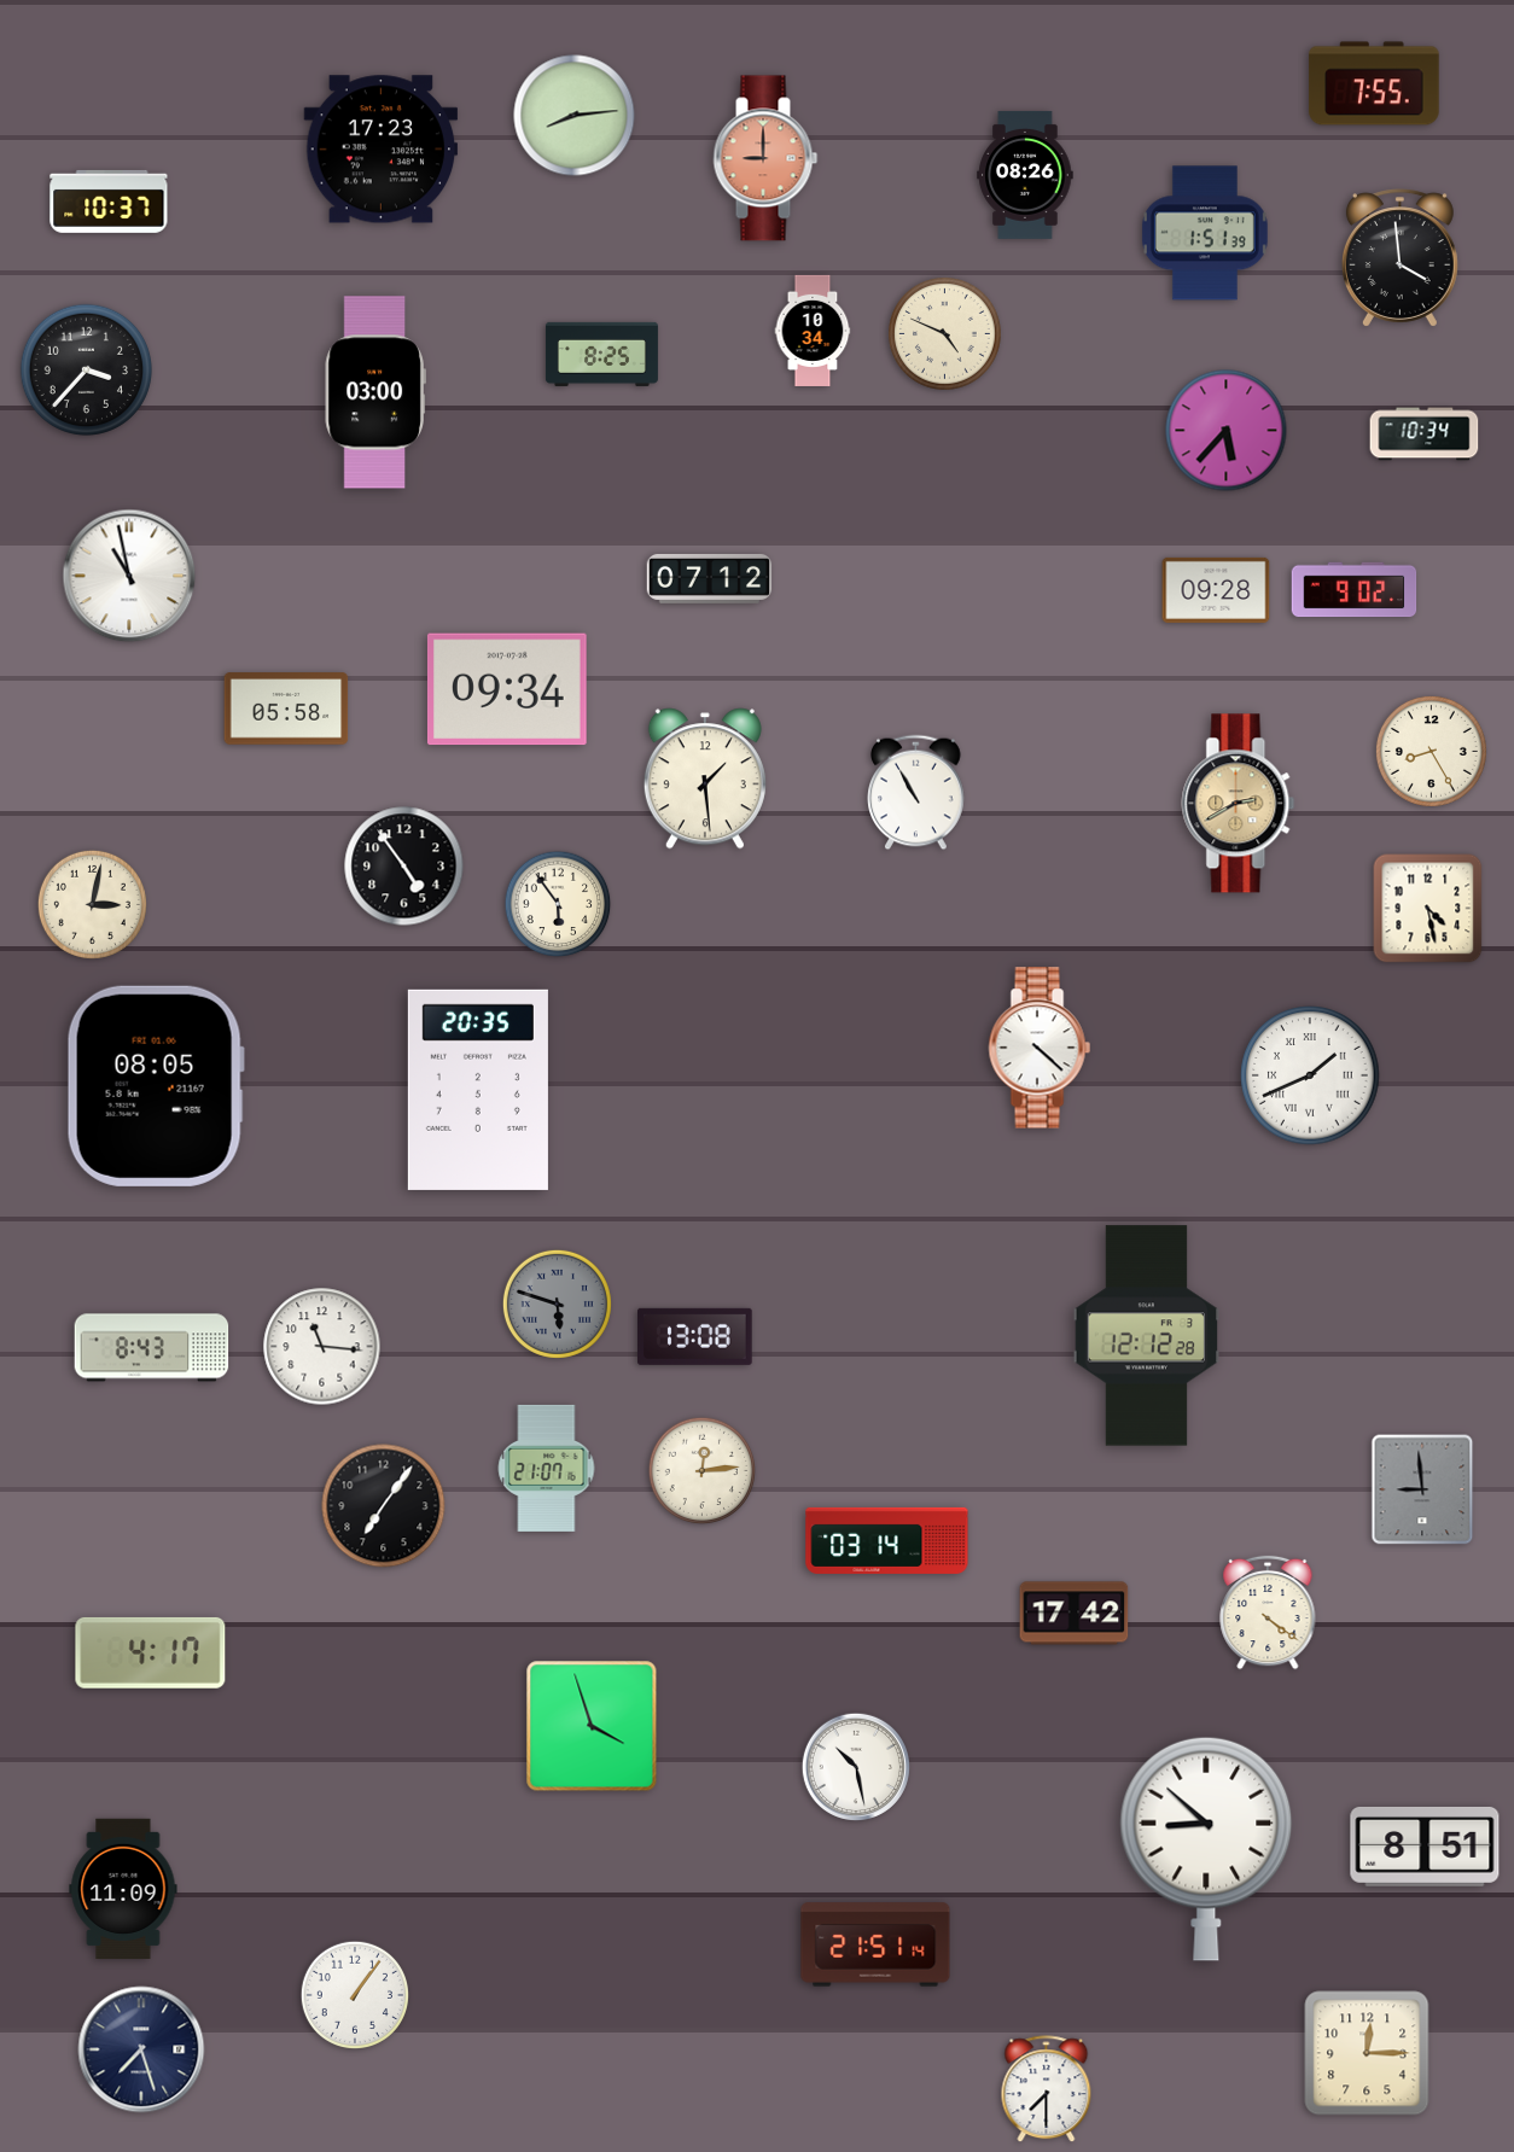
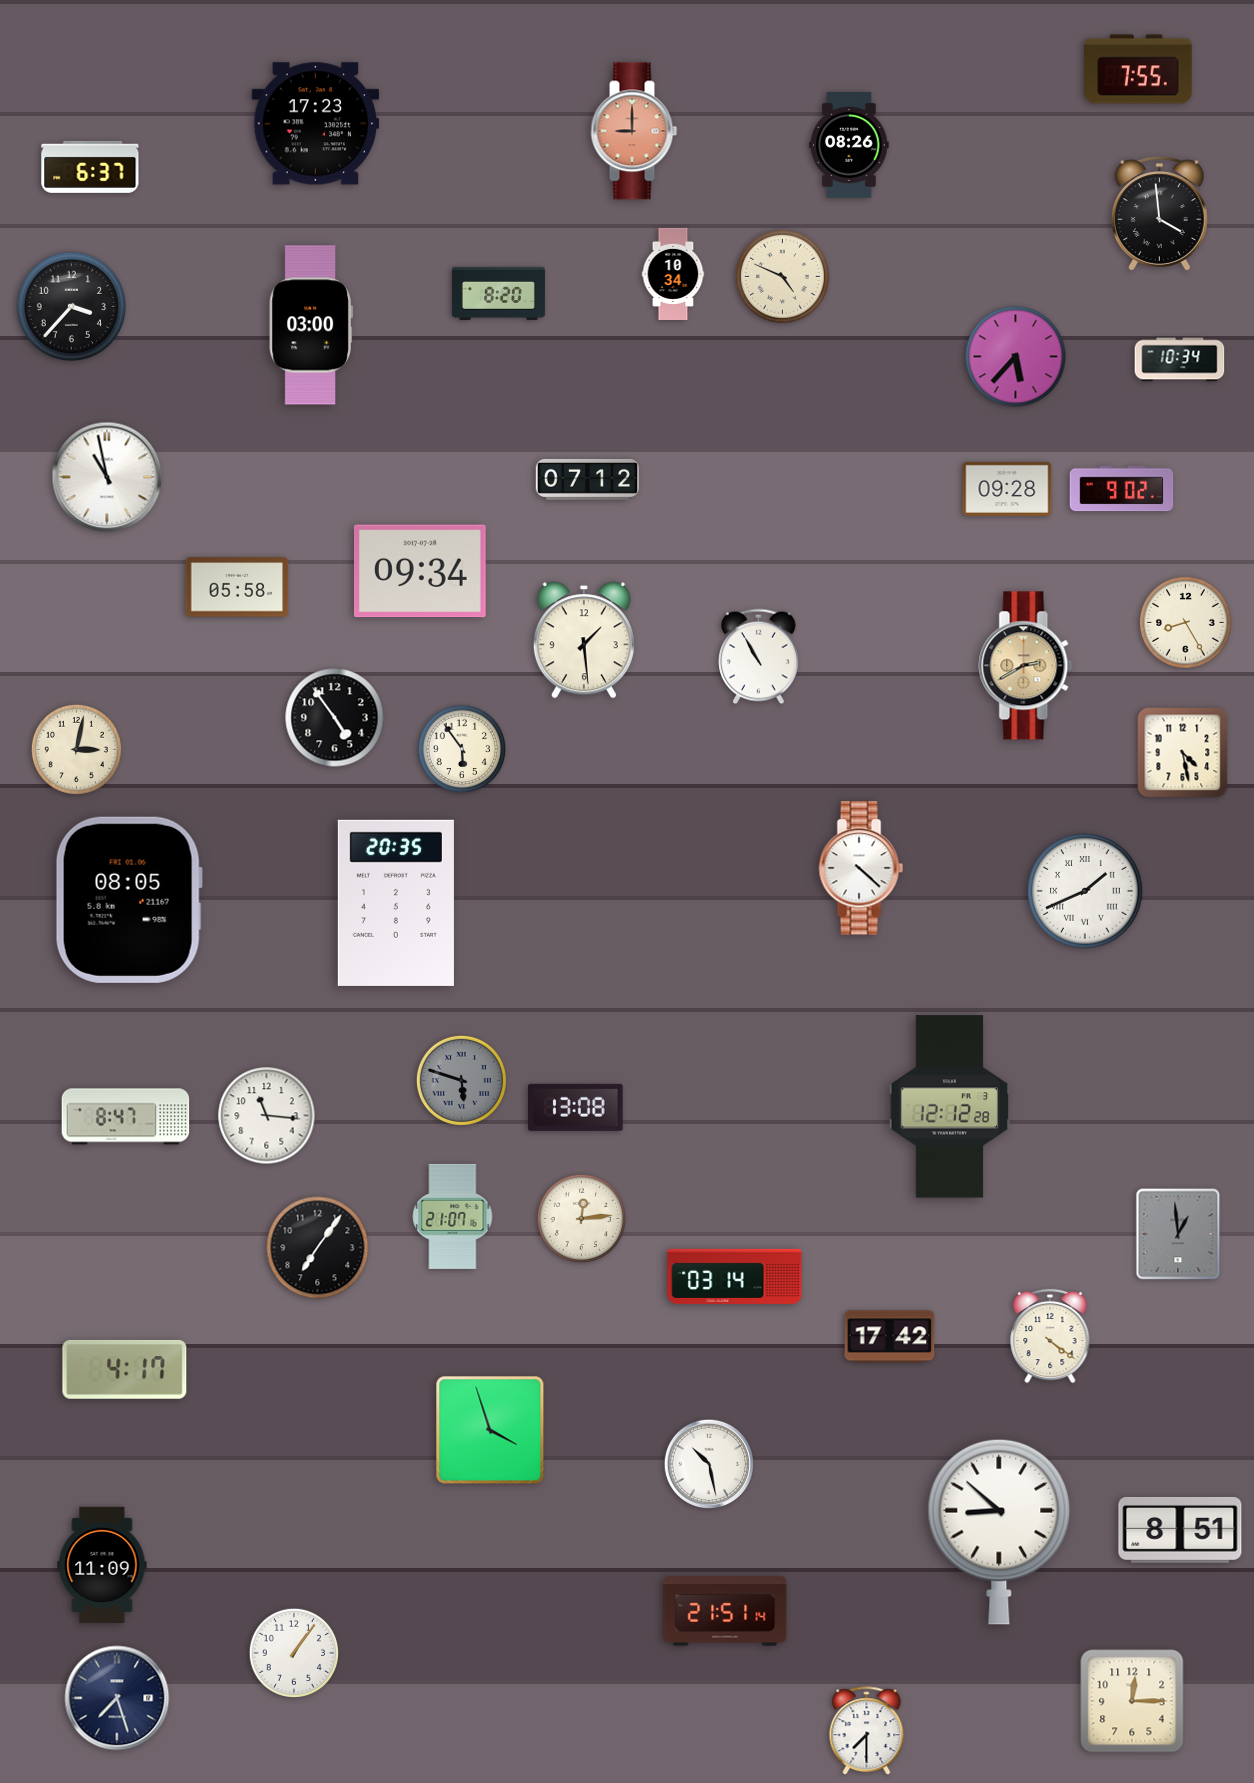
clock at (575, 116): 8:14 -> none
clock at (109, 202): 10:37 -> 6:37
clock at (1205, 233): 1:51 -> none
clock at (601, 354): 8:25 -> 8:20
clock at (705, 778) position: (705, 778) -> (584, 640)
clock at (152, 1348): 8:43 -> 8:47
clock at (1422, 1489): 8:59 -> 12:59
